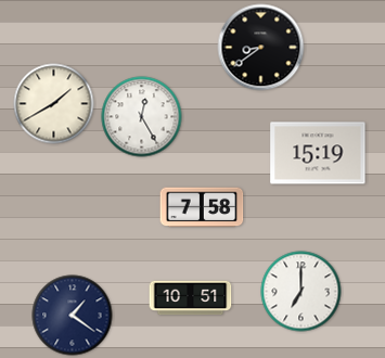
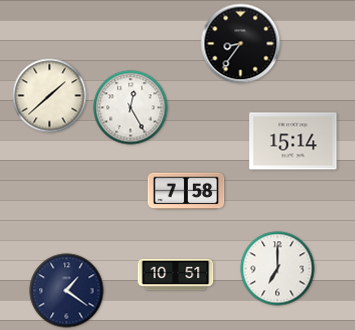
clock at (261, 48): 8:39 -> 8:36
clock at (54, 104): 1:40 -> 1:38
clock at (318, 153): 15:19 -> 15:14
